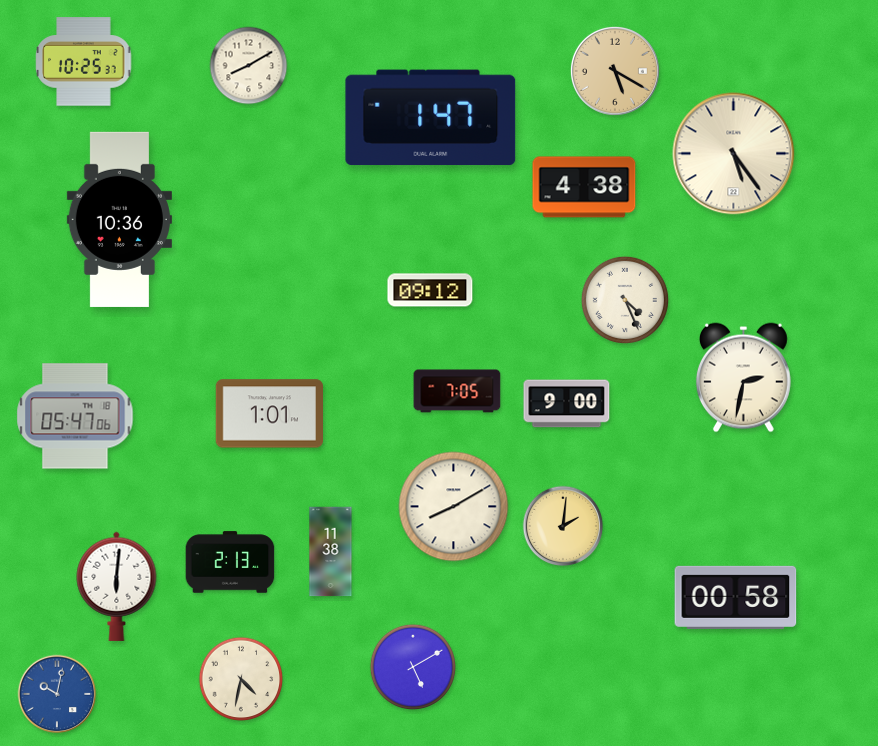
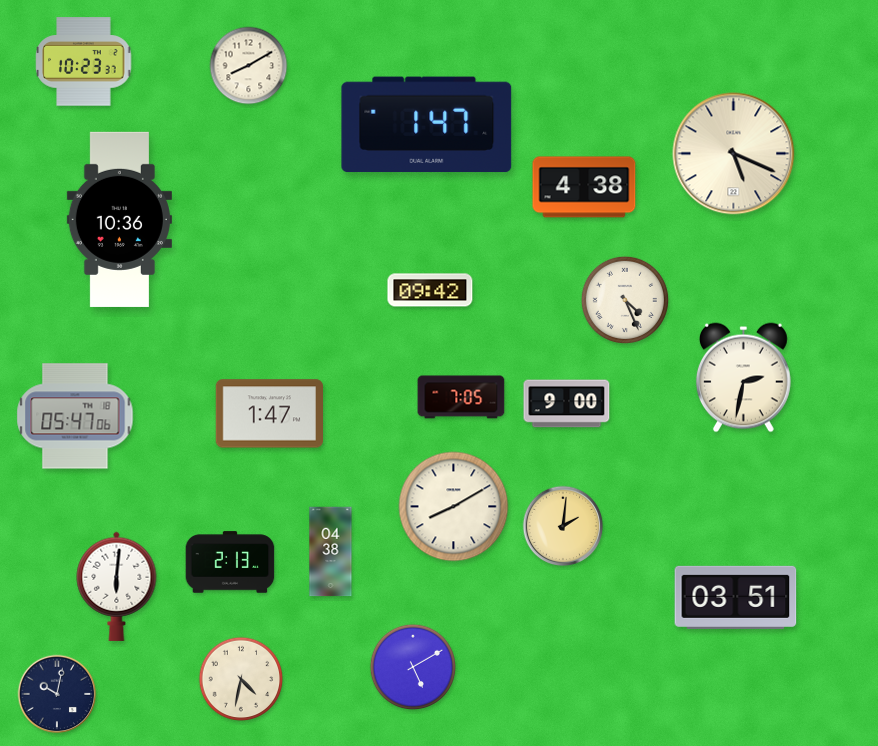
clock at (84, 62): 10:25 -> 10:23
clock at (615, 71): 5:20 -> none
clock at (431, 118) position: (431, 118) -> (427, 125)
clock at (734, 154): 5:24 -> 5:19
clock at (430, 290): 09:12 -> 09:42
clock at (457, 391) position: (457, 391) -> (461, 397)
clock at (269, 414): 1:01 -> 1:47
clock at (331, 552): 11:38 -> 04:38
clock at (736, 597): 00:58 -> 03:51
clock at (57, 694) dial: blue -> navy
